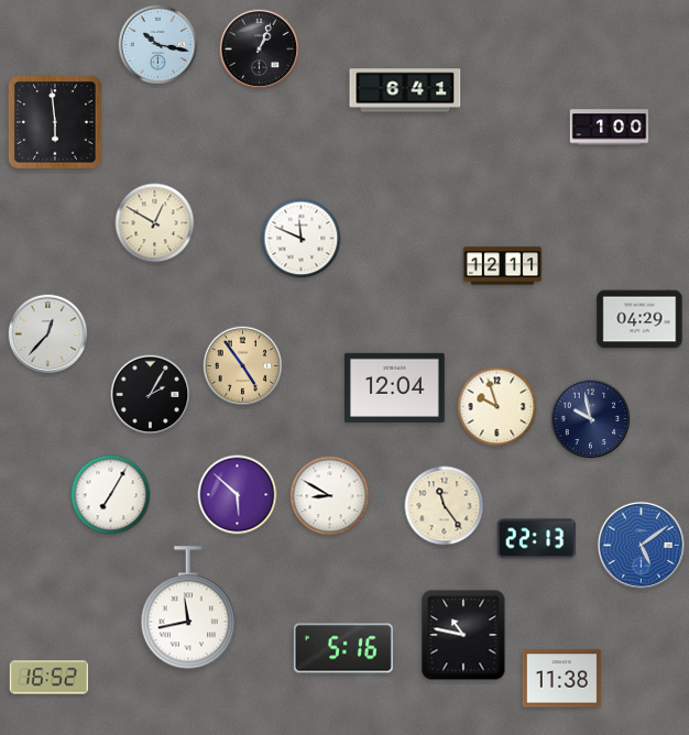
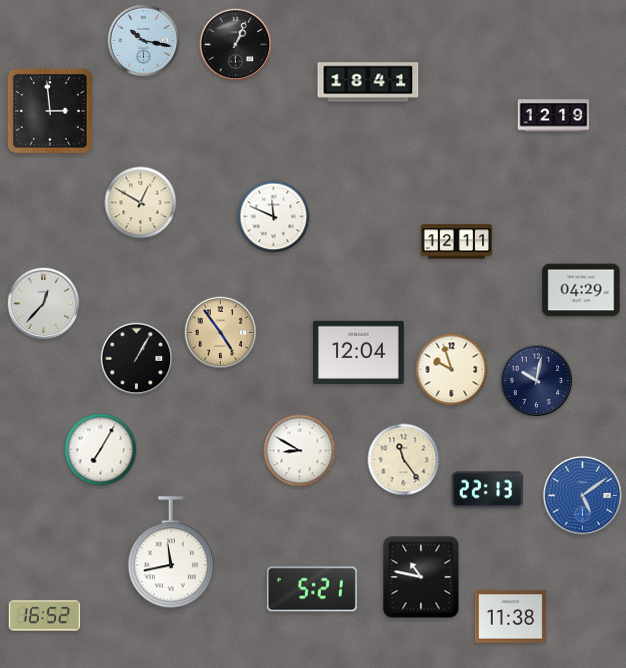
clock at (405, 90): 6:41 -> 18:41
clock at (55, 122): 5:59 -> 2:59
clock at (610, 128): 1:00 -> 12:19
clock at (151, 395): 2:05 -> 1:05
clock at (591, 419): 9:58 -> 10:02
clock at (238, 495): 5:52 -> none
clock at (343, 648): 5:16 -> 5:21
